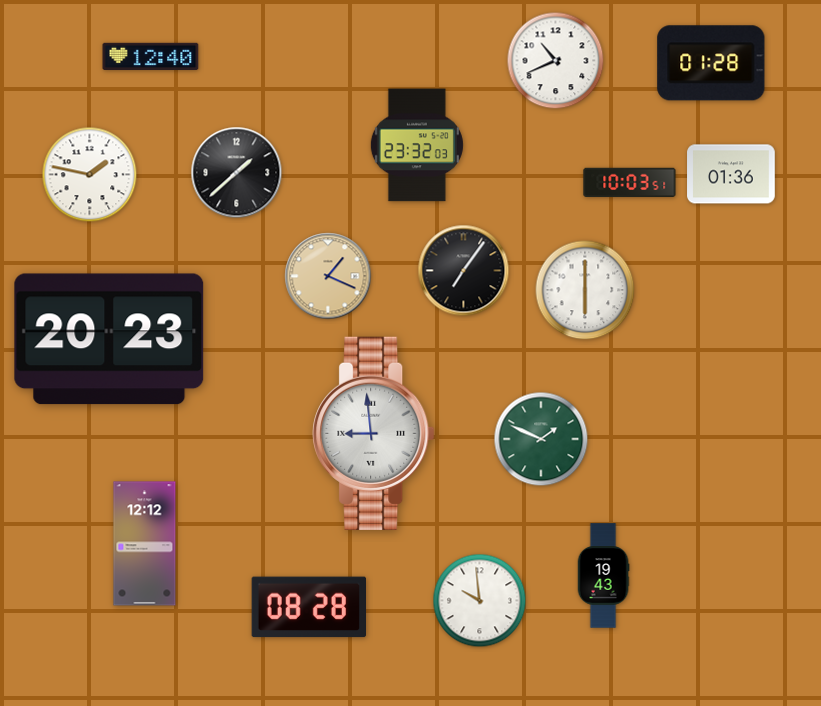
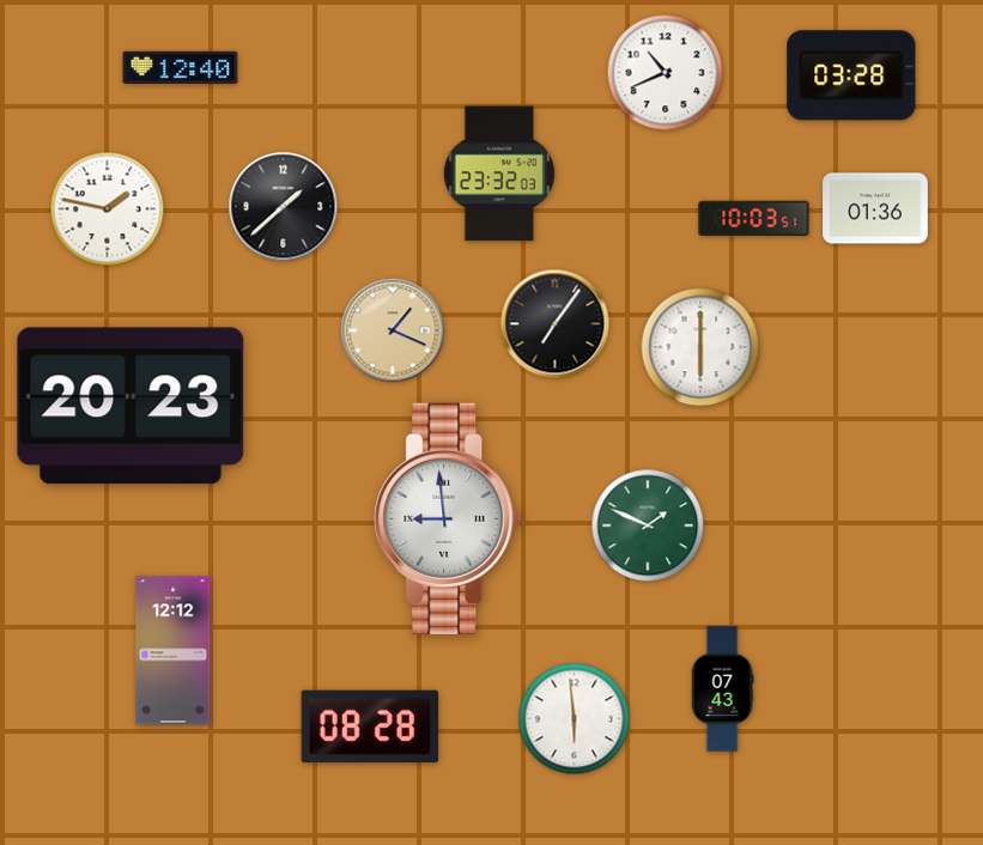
clock at (711, 63): 01:28 -> 03:28
clock at (603, 576): 19:43 -> 07:43
clock at (480, 601): 9:59 -> 5:59
